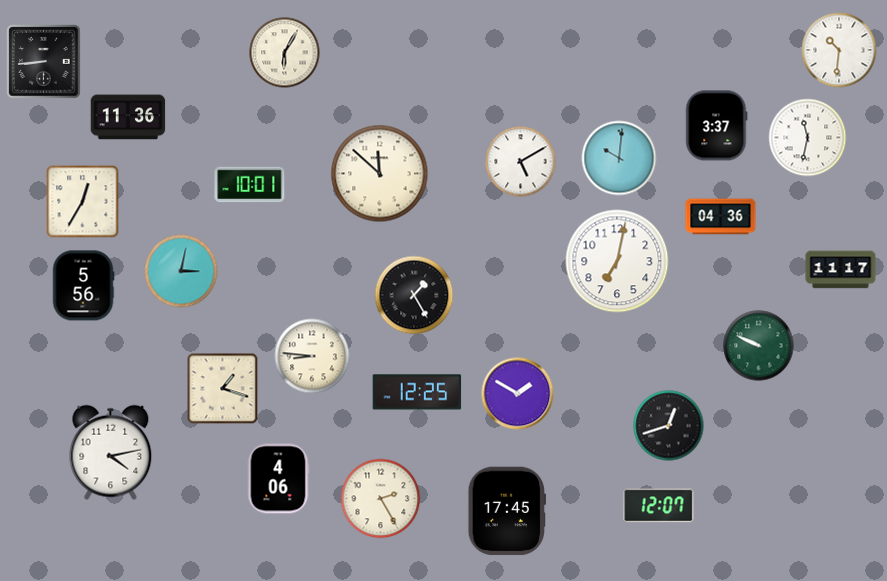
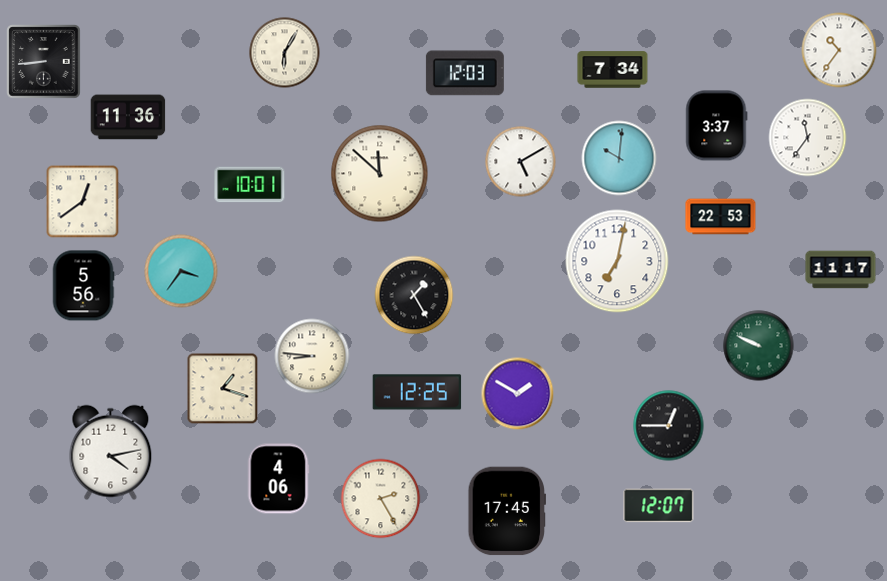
clock at (839, 50): 10:31 -> 10:36
clock at (613, 70): none -> 7:34
clock at (465, 73): none -> 12:03
clock at (808, 138): 11:32 -> 11:36
clock at (83, 202): 12:35 -> 12:39
clock at (721, 217): 04:36 -> 22:53
clock at (181, 271): 3:02 -> 3:36
clock at (669, 426): 12:42 -> 12:45
